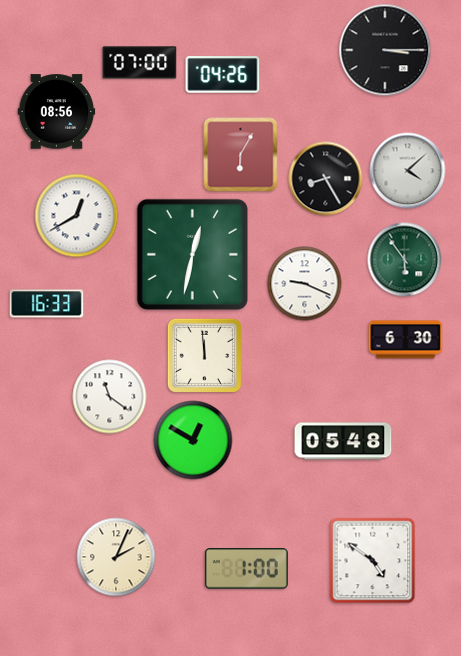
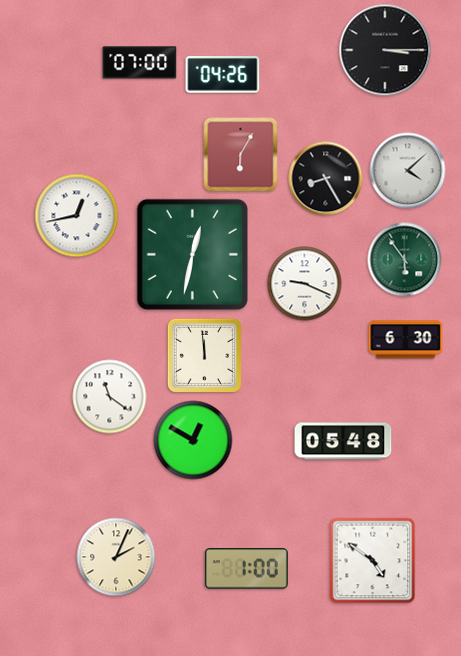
clock at (57, 112): 08:56 -> none
clock at (77, 216): 12:40 -> 12:43
clock at (47, 304): 16:33 -> none
